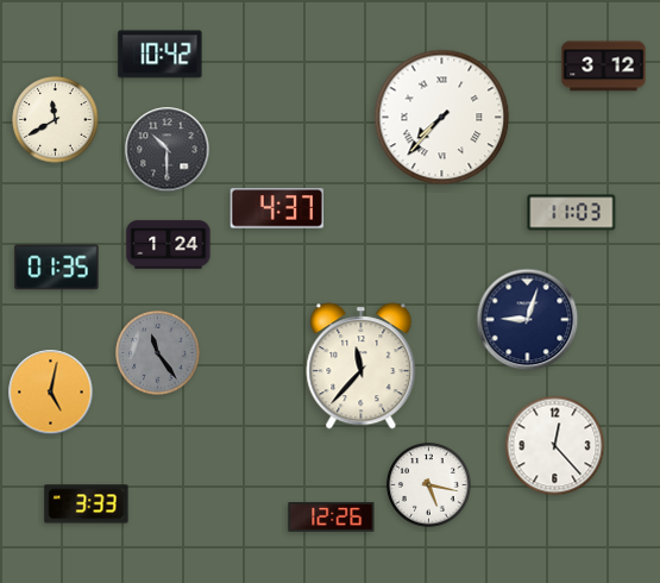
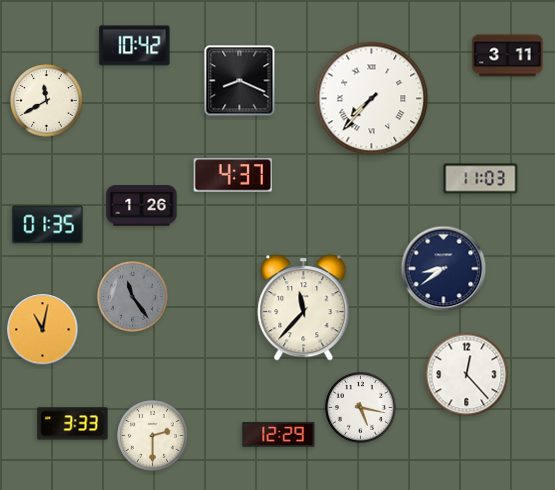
clock at (604, 67): 3:12 -> 3:11
clock at (240, 81): none -> 8:19
clock at (168, 150): 10:30 -> none
clock at (169, 245): 1:24 -> 1:26
clock at (528, 320): 9:03 -> 8:39
clock at (51, 393): 5:02 -> 11:02
clock at (332, 518): 12:26 -> 12:29
clock at (153, 436): none -> 2:30
